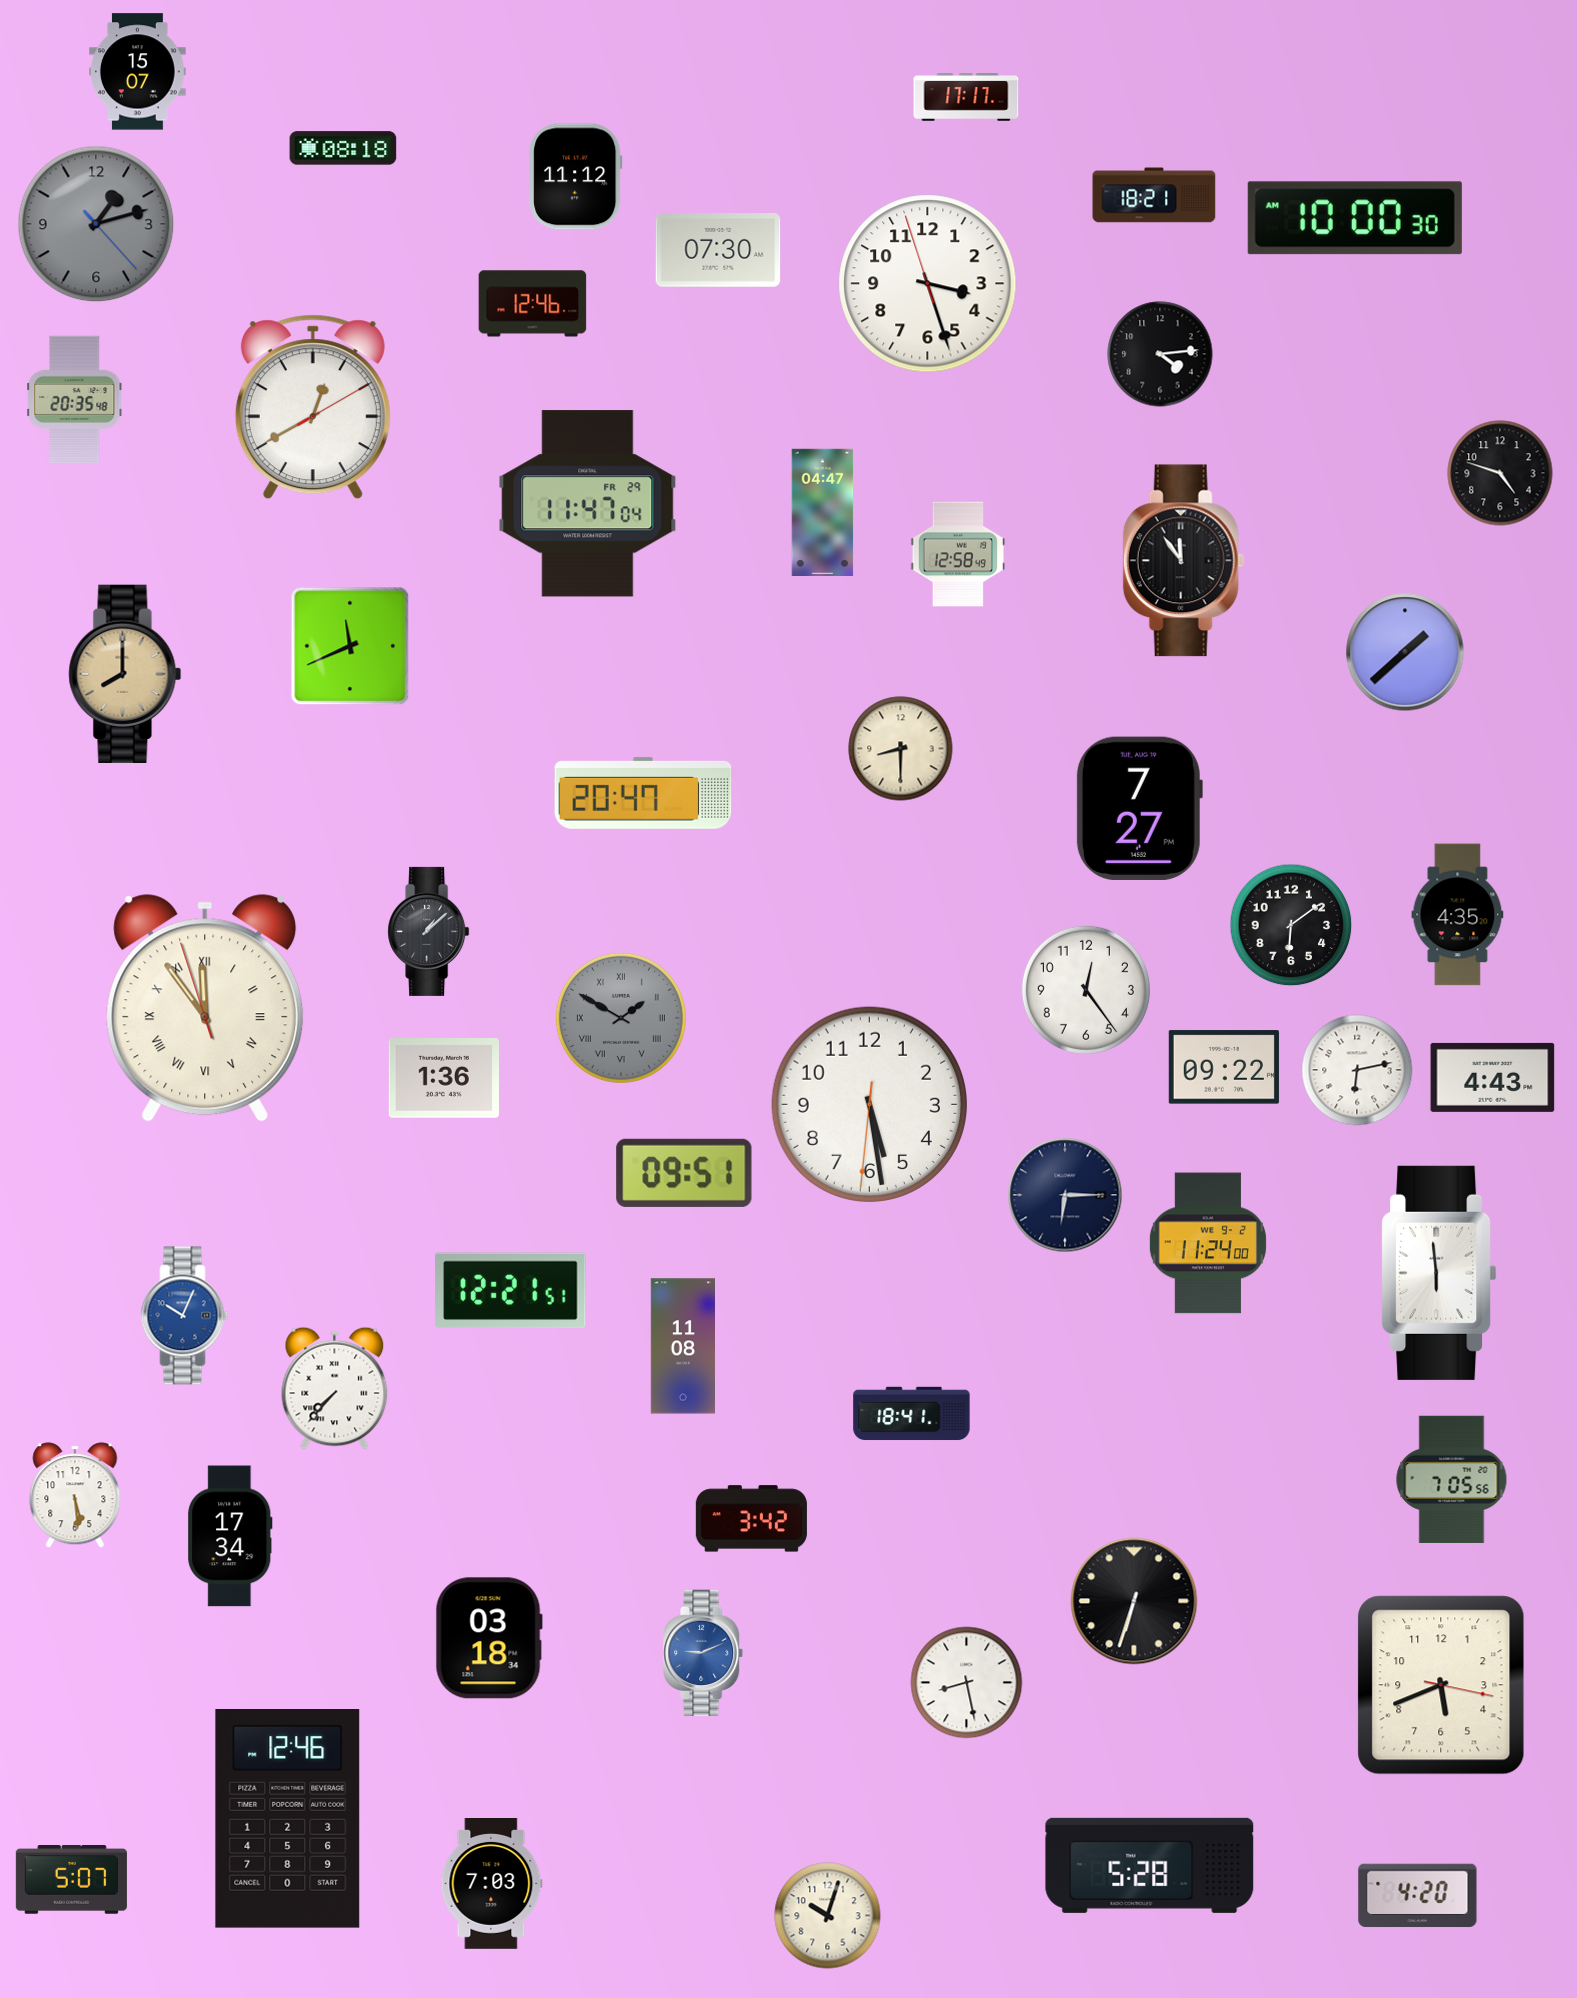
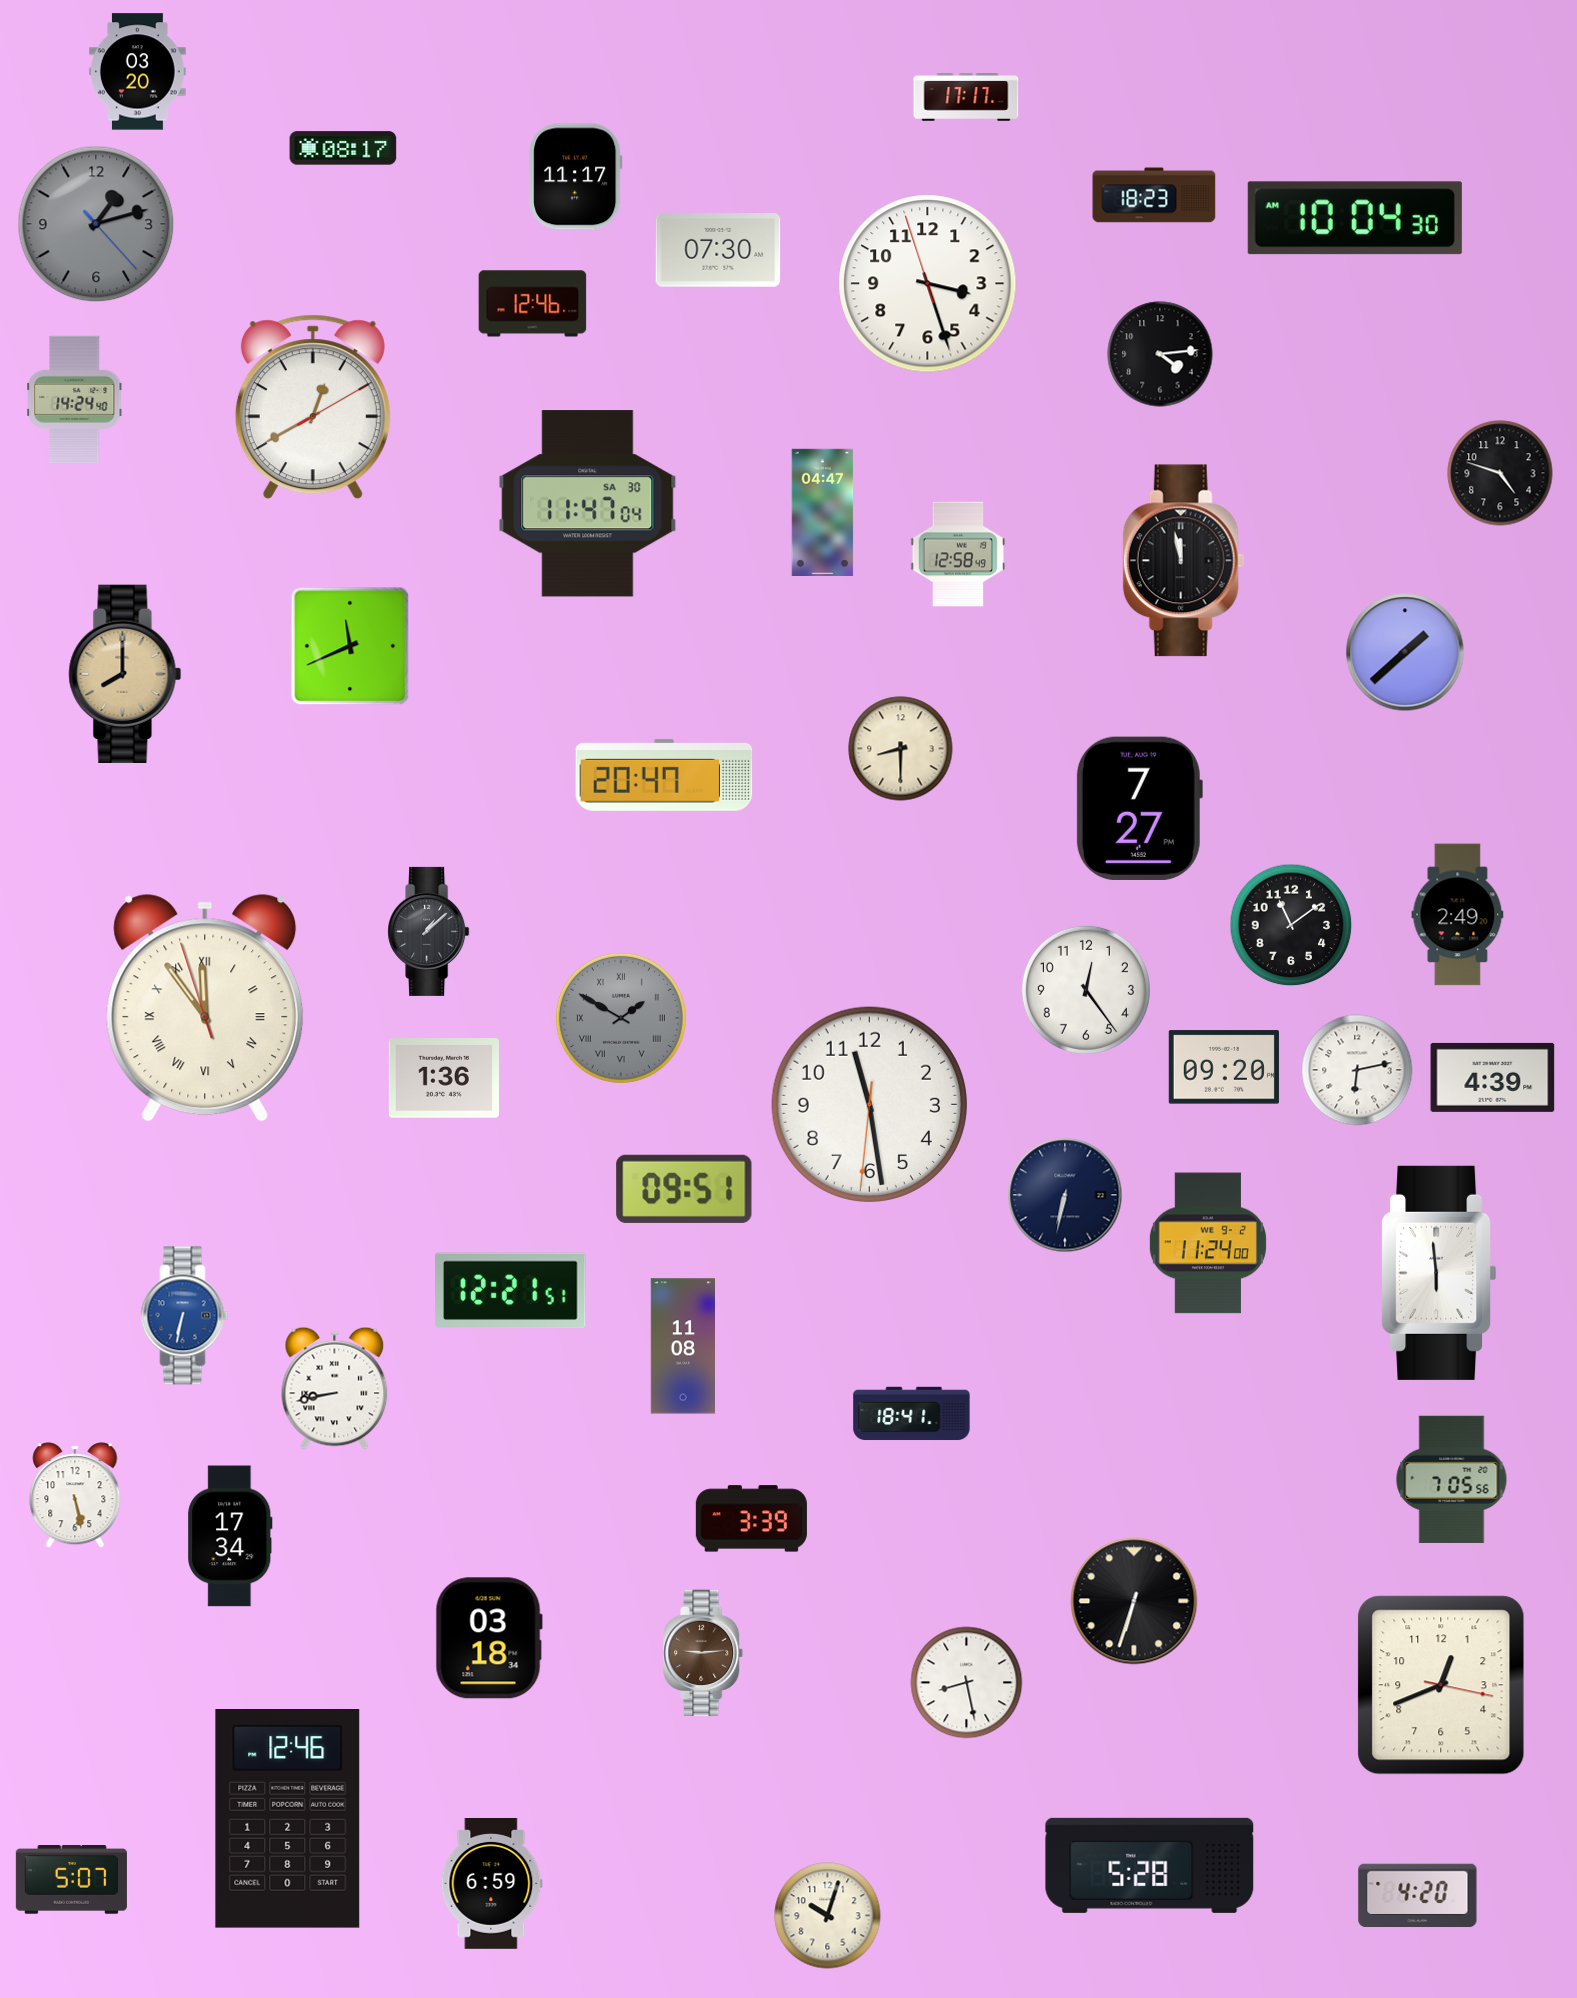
clock at (138, 72): 15:07 -> 03:20
clock at (343, 148): 08:18 -> 08:17
clock at (576, 177): 11:12 -> 11:17
clock at (1154, 195): 18:21 -> 18:23
clock at (1355, 218): 10:00 -> 10:04
clock at (75, 399): 20:35 -> 14:24
clock at (588, 504) date: FR 29 -> SA 30
clock at (1183, 561): 11:54 -> 11:58
clock at (643, 793) position: (643, 793) -> (664, 775)
clock at (1458, 915): 4:35 -> 2:49
clock at (1291, 925): 6:09 -> 11:09
clock at (1224, 1067): 09:22 -> 09:20
clock at (1493, 1077): 4:43 -> 4:39
clock at (869, 1104): 5:28 -> 11:28
clock at (684, 1173) position: (684, 1173) -> (684, 1189)
clock at (1065, 1195): 6:15 -> 6:32
clock at (185, 1316): 10:04 -> 6:32
clock at (335, 1388): 7:37 -> 8:43
clock at (75, 1495): 5:29 -> 5:28
clock at (751, 1519): 3:42 -> 3:39
clock at (704, 1653): 9:11 -> 9:14
clock at (704, 1653) dial: blue -> brown
clock at (1441, 1685): 5:41 -> 12:41
clock at (492, 1884): 7:03 -> 6:59
